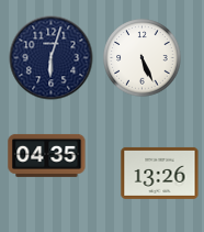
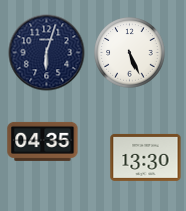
clock at (160, 173): 13:26 -> 13:30
